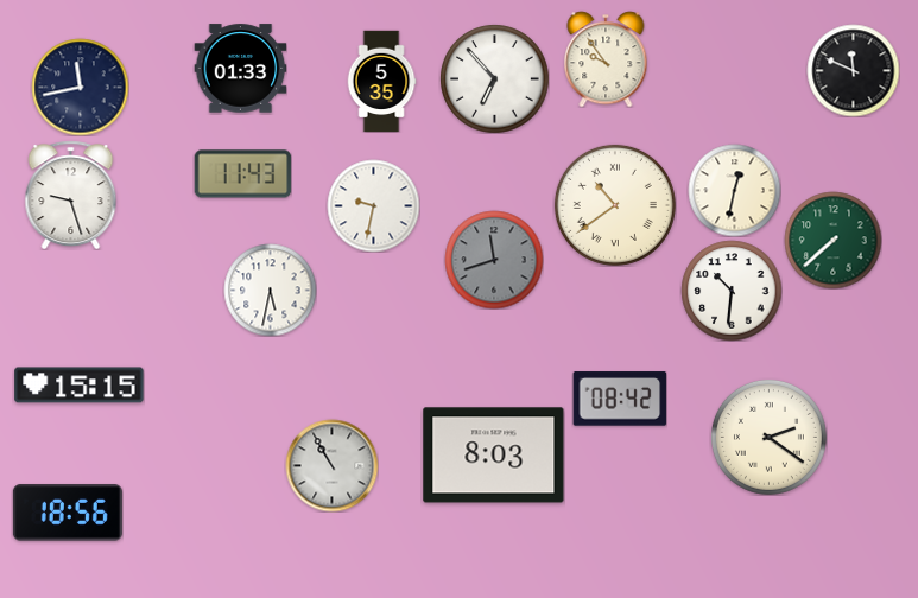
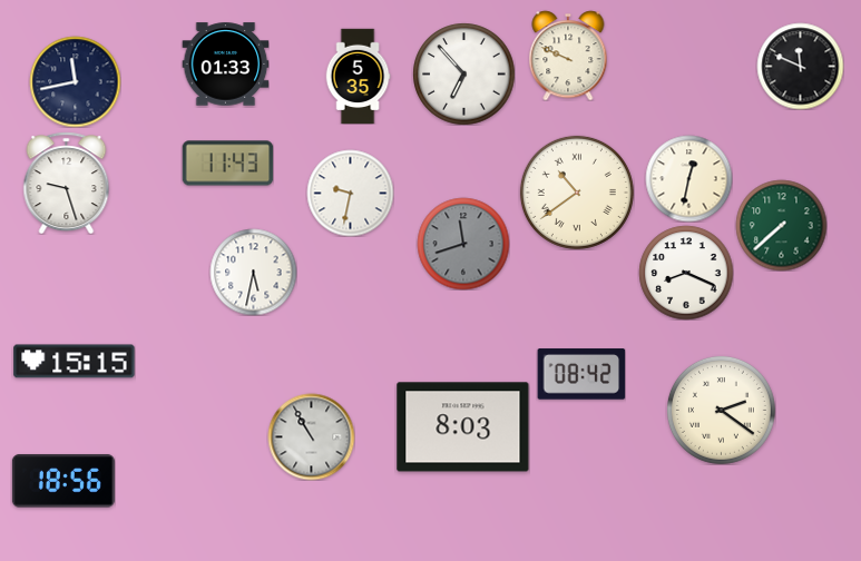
clock at (606, 59): 9:54 -> 9:49
clock at (732, 291): 10:31 -> 8:19
